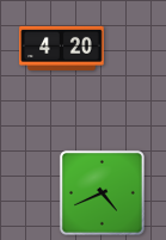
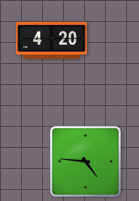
clock at (102, 192): 4:41 -> 4:46
